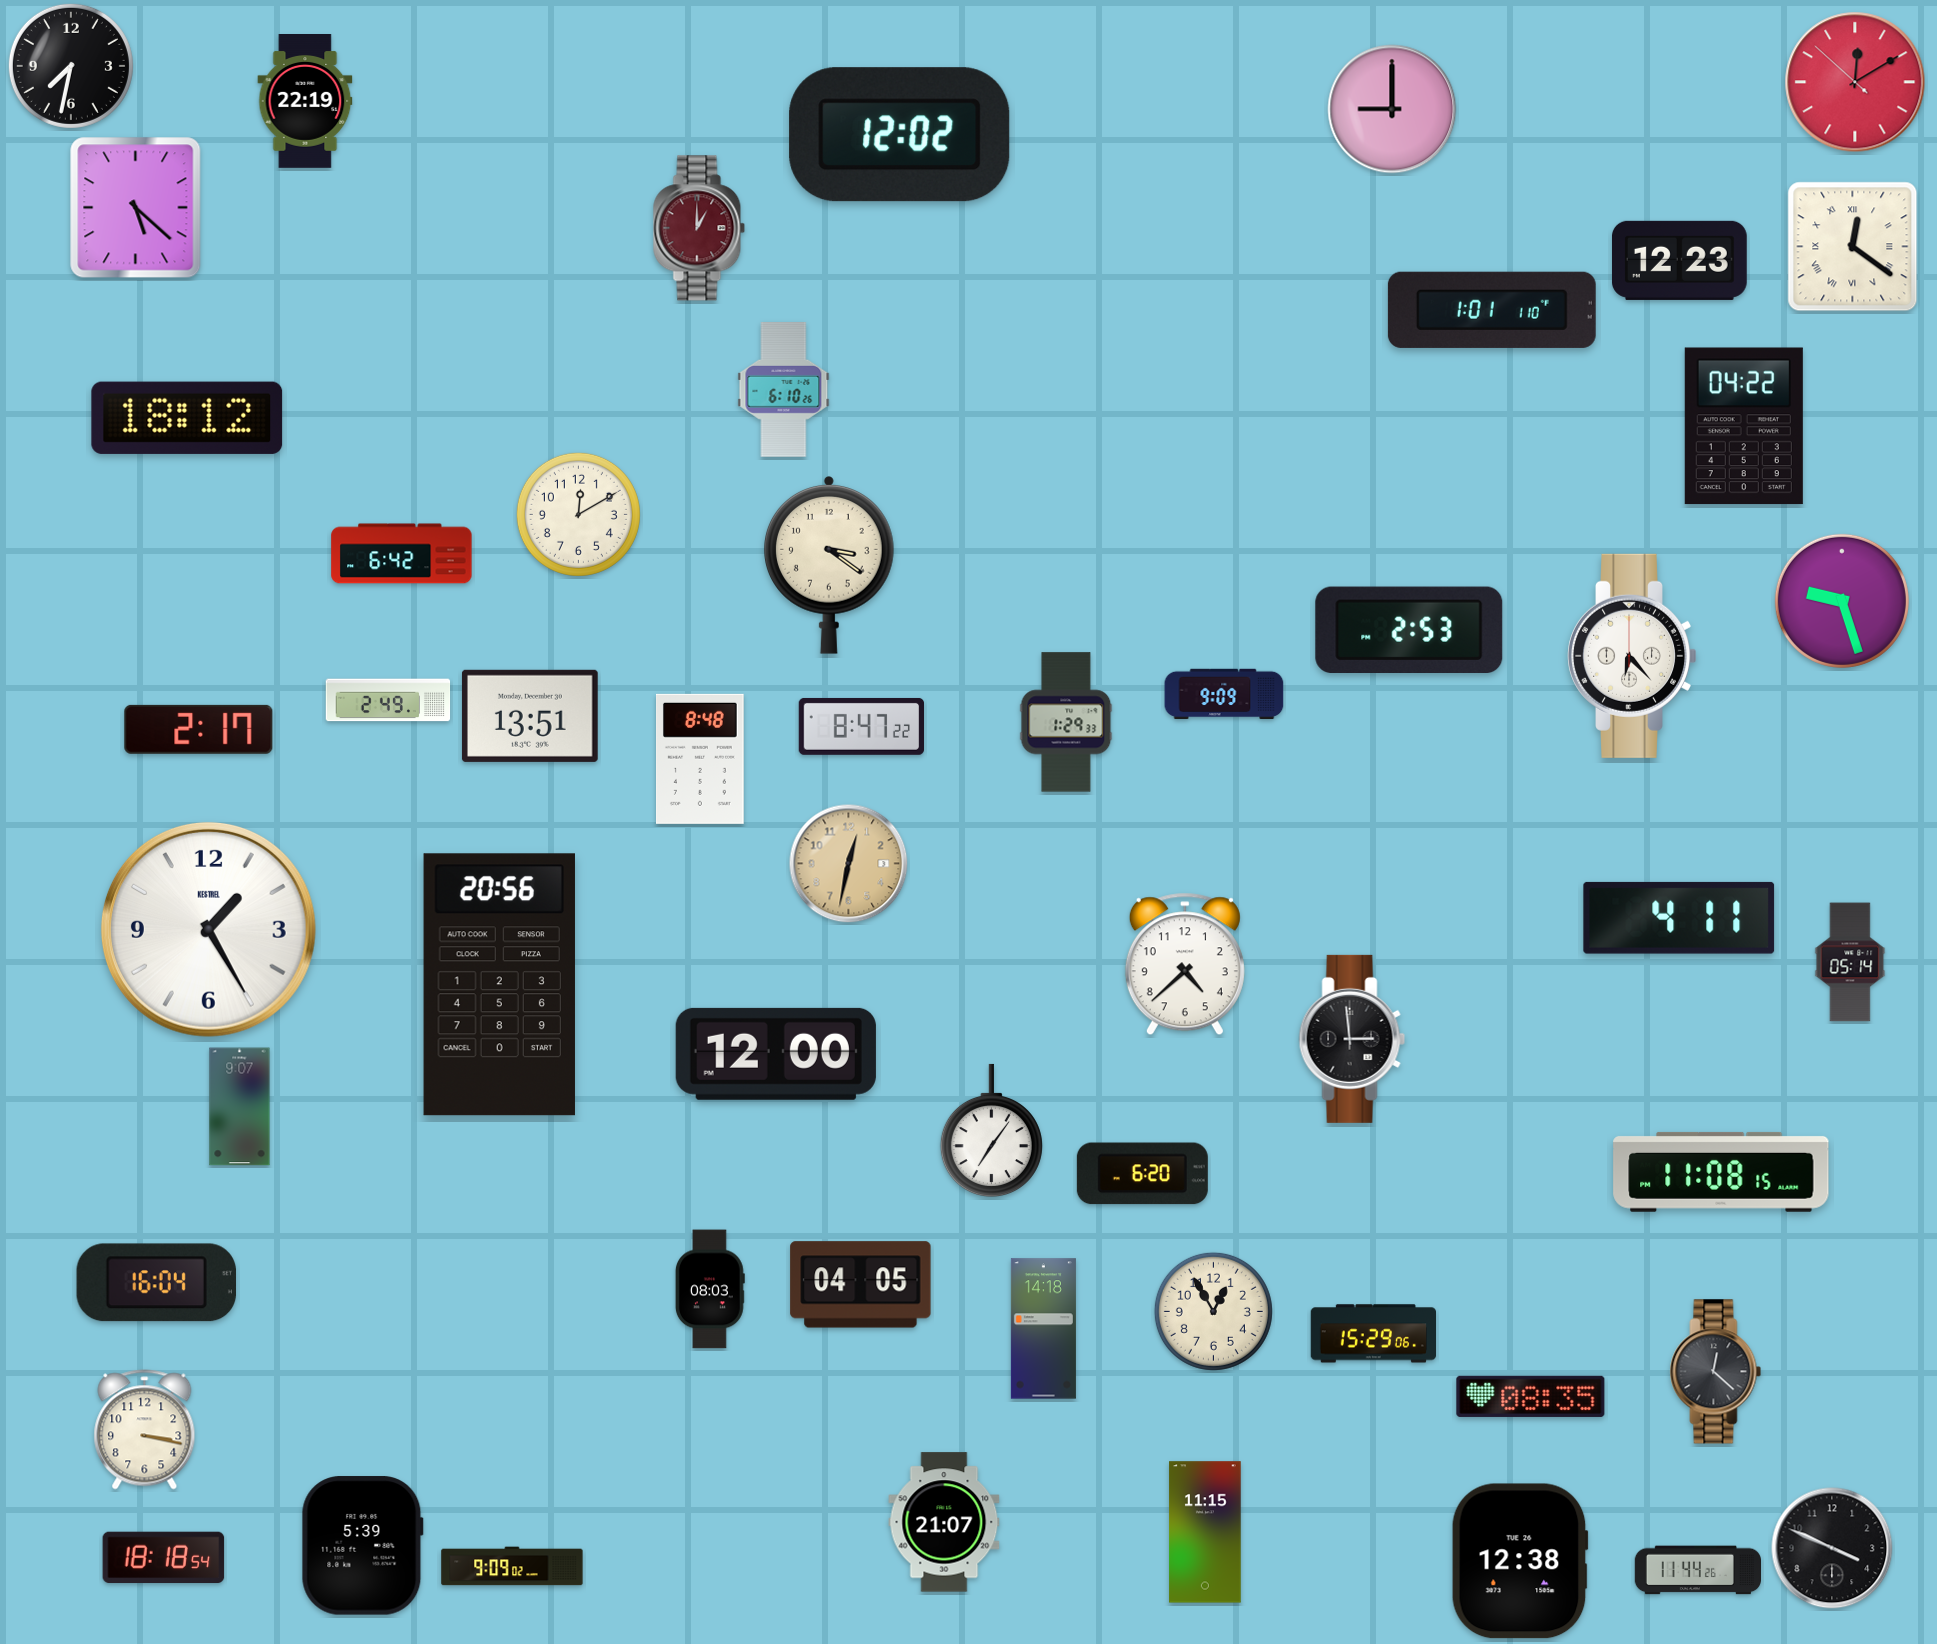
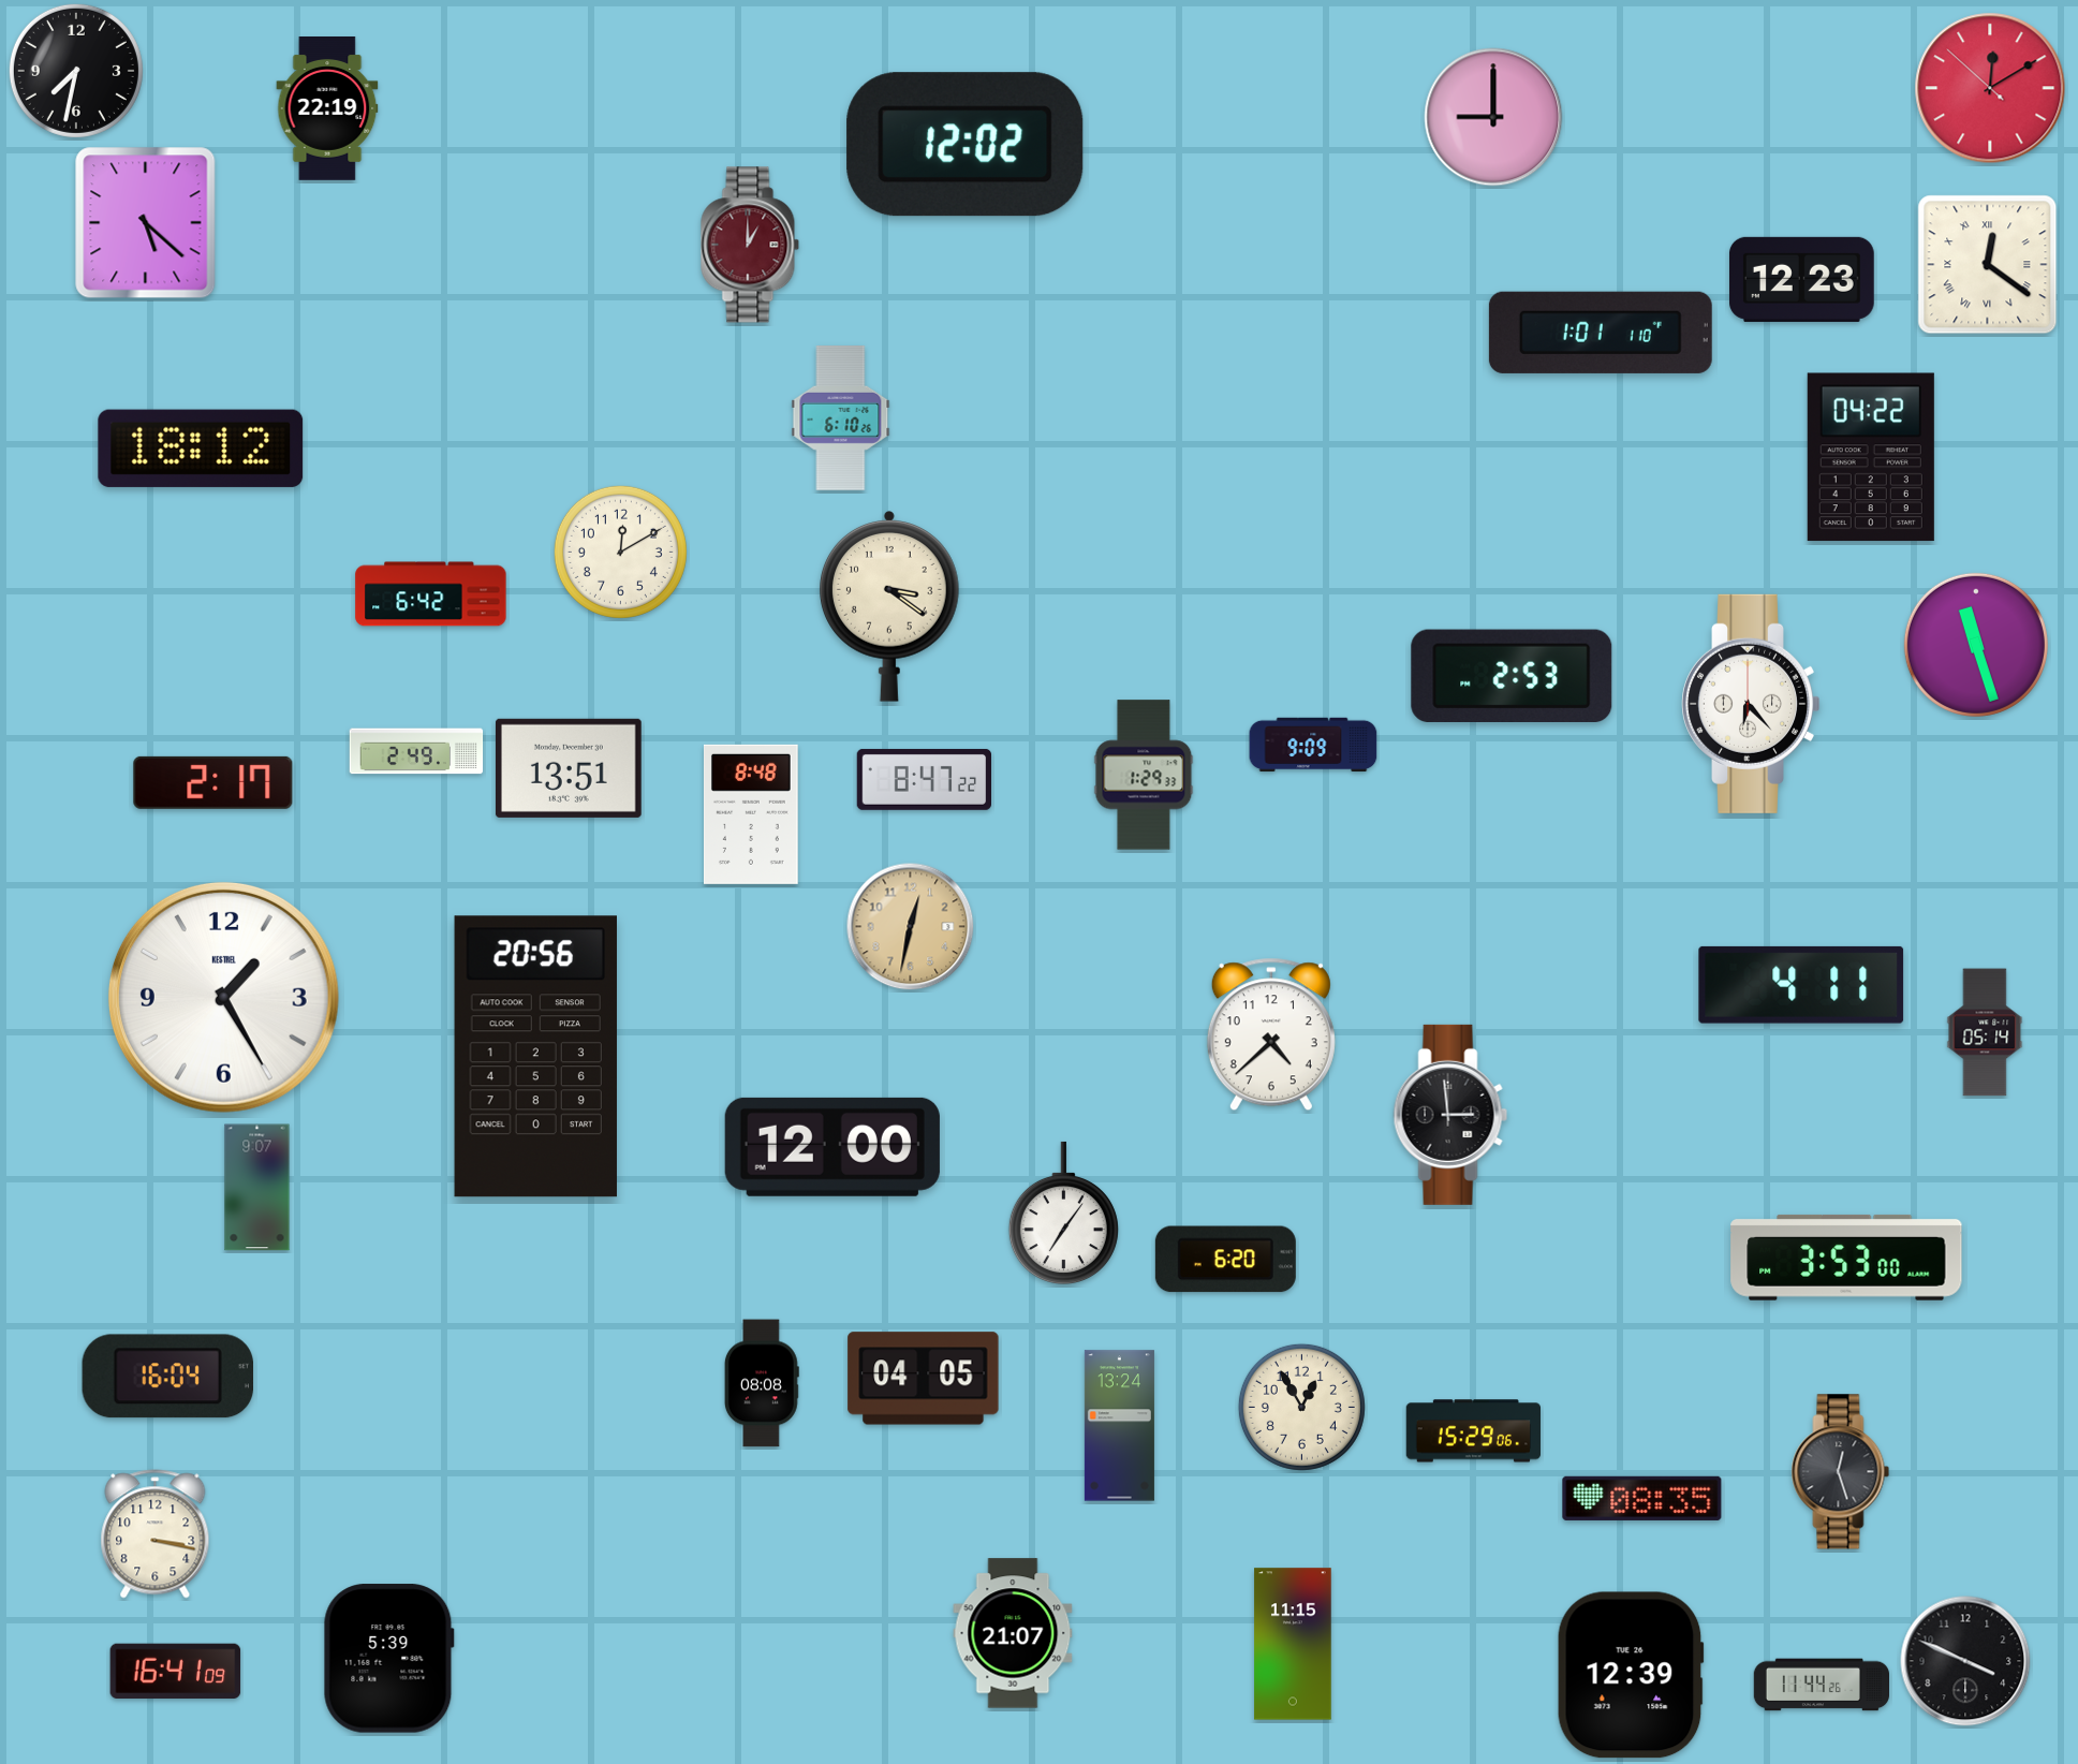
clock at (1842, 601): 9:27 -> 11:27
clock at (776, 1054) position: (776, 1054) -> (832, 1147)
clock at (1721, 1172): 11:08 -> 3:53
clock at (710, 1289): 08:03 -> 08:08
clock at (1043, 1329): 14:18 -> 13:24
clock at (1716, 1372): 12:22 -> 12:27
clock at (164, 1558): 18:18 -> 16:41
clock at (1520, 1561): 12:38 -> 12:39
clock at (512, 1566): 9:09 -> none
